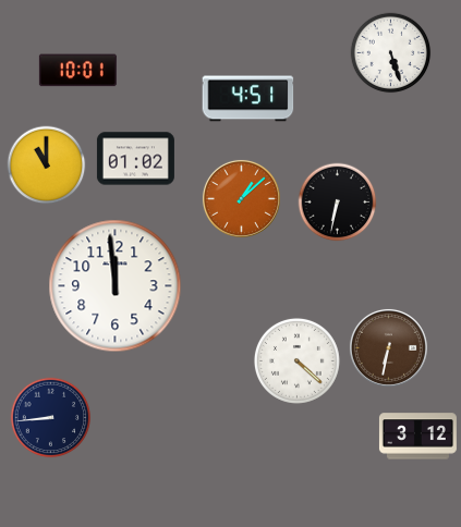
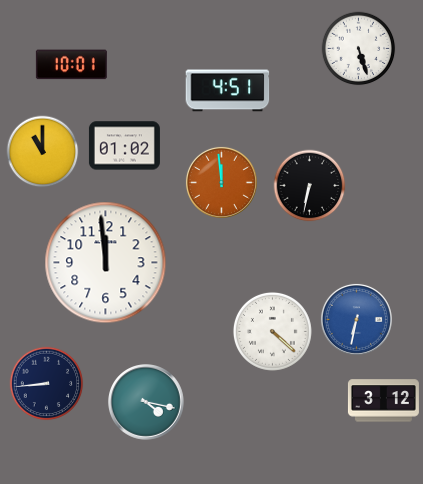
clock at (241, 198): 1:08 -> 11:59
clock at (388, 347) dial: brown -> blue
clock at (147, 403): none -> 4:17
